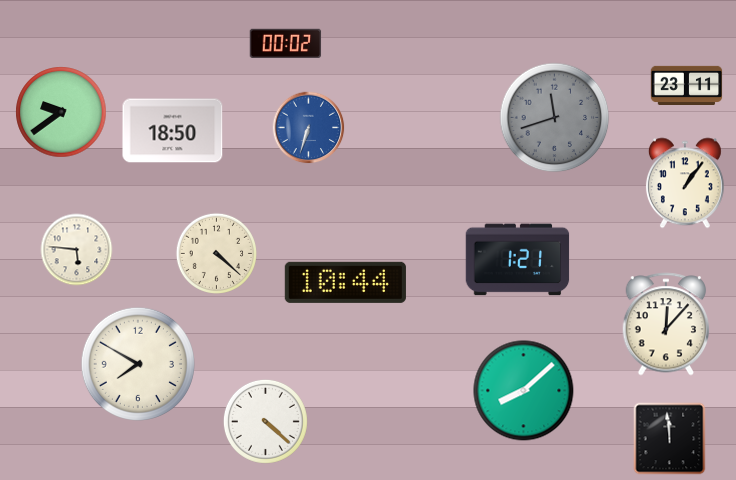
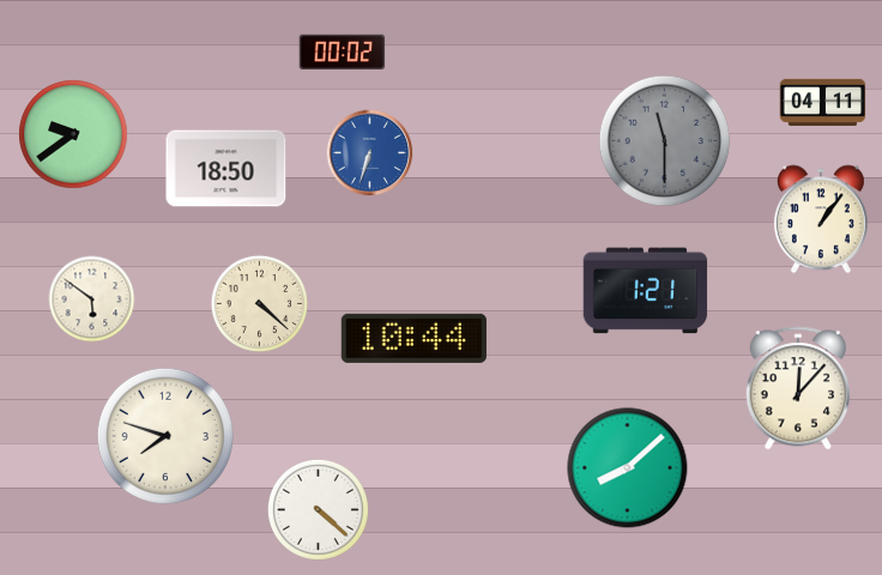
clock at (687, 85): 23:11 -> 04:11
clock at (555, 118): 11:42 -> 11:30
clock at (173, 131) position: (173, 131) -> (226, 169)
clock at (77, 250): 5:46 -> 5:51
clock at (518, 260) position: (518, 260) -> (646, 291)
clock at (138, 364): 7:50 -> 7:48
clock at (265, 421) position: (265, 421) -> (318, 509)
clock at (670, 439): 11:59 -> none
